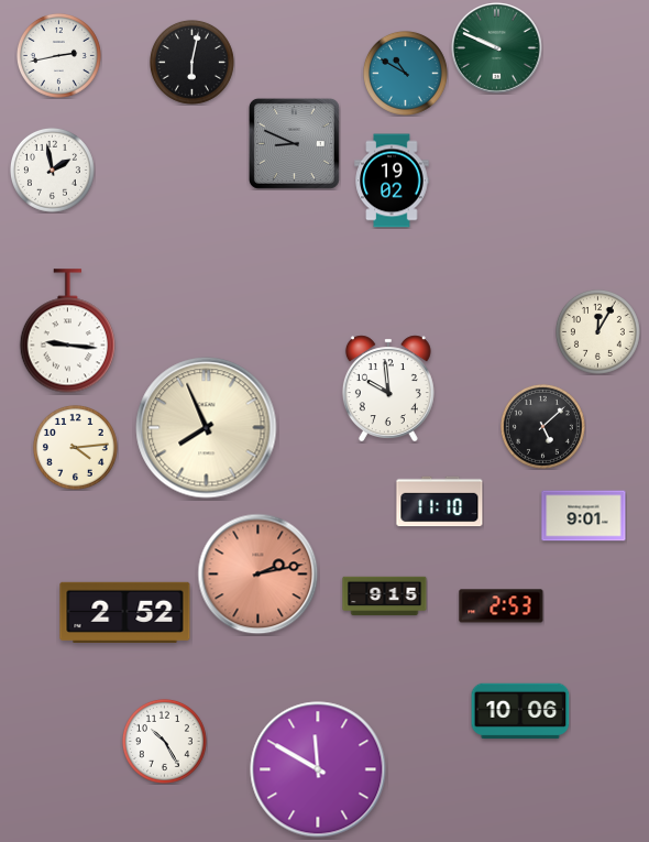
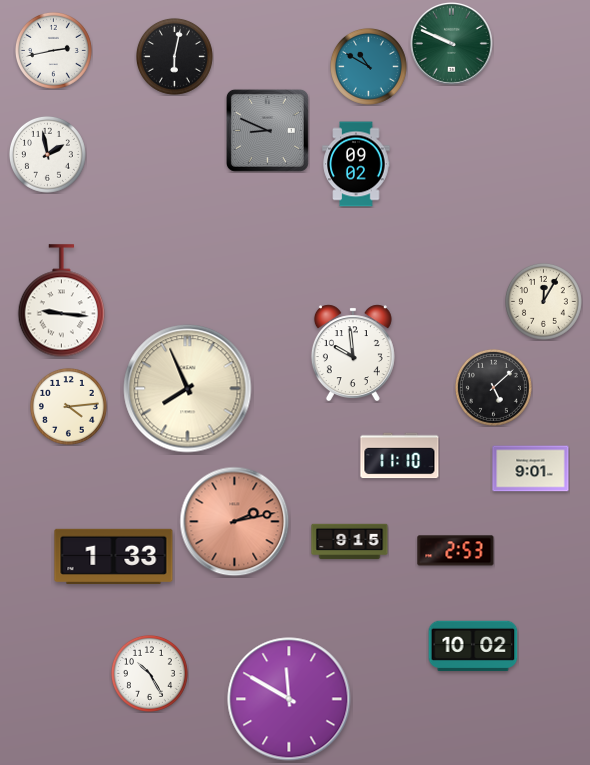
clock at (392, 181): 19:02 -> 09:02
clock at (125, 612): 2:52 -> 1:33
clock at (520, 711): 10:06 -> 10:02
